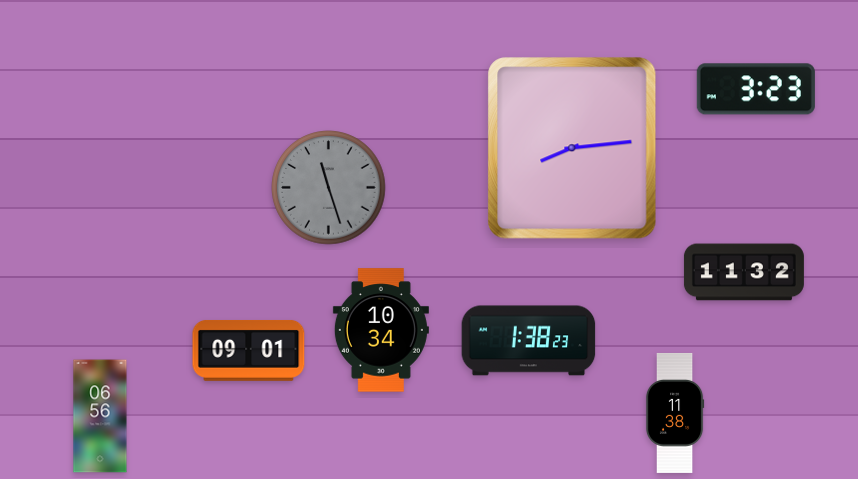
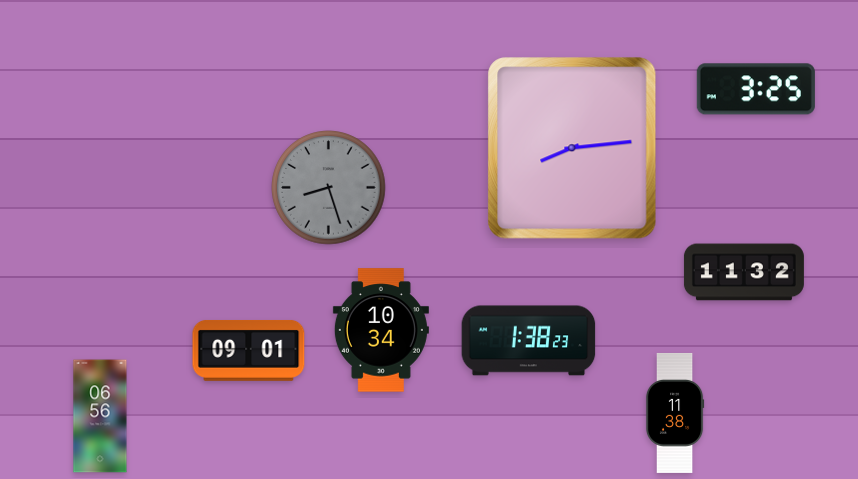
clock at (756, 89): 3:23 -> 3:25
clock at (329, 188): 11:27 -> 8:27
